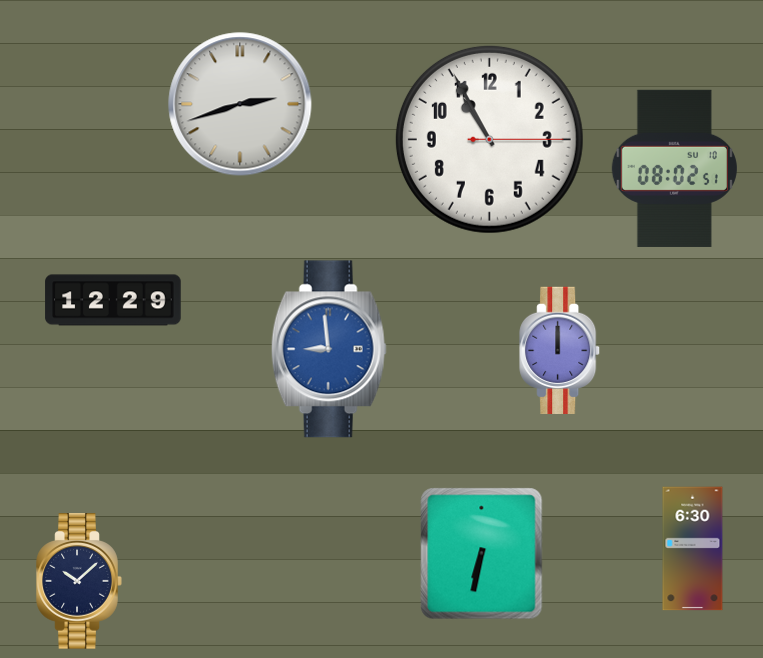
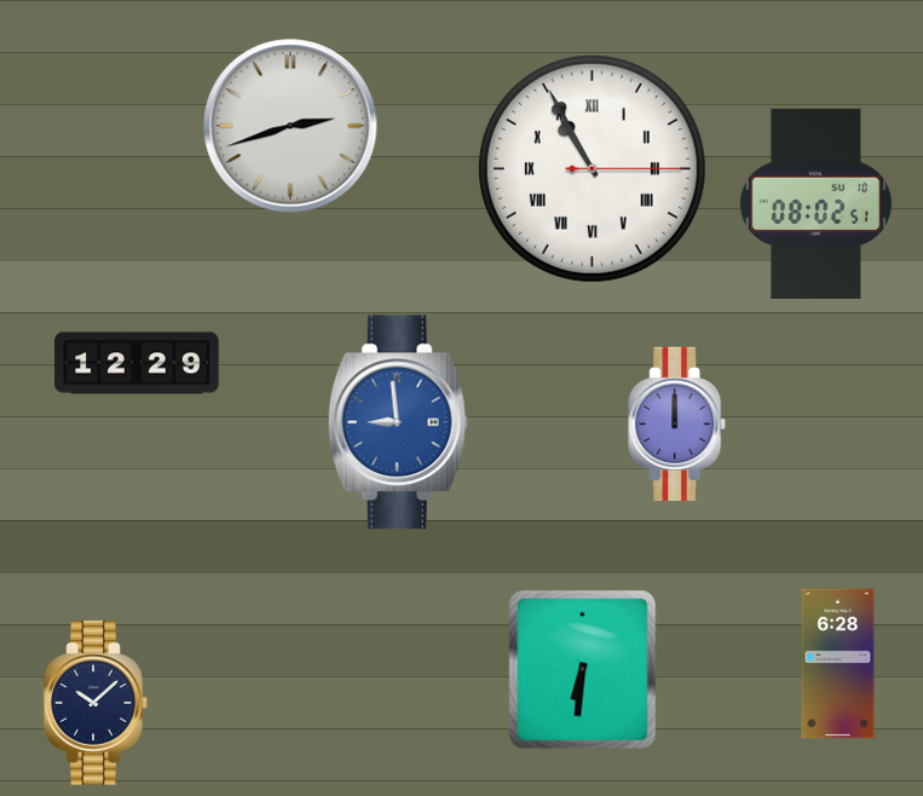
clock at (489, 139) numerals: Arabic -> Roman
clock at (693, 549): 6:30 -> 6:28
clock at (482, 554): 6:32 -> 6:31
